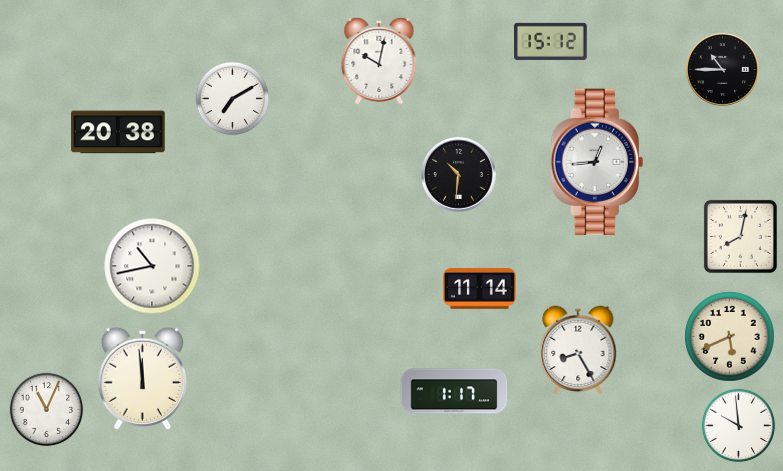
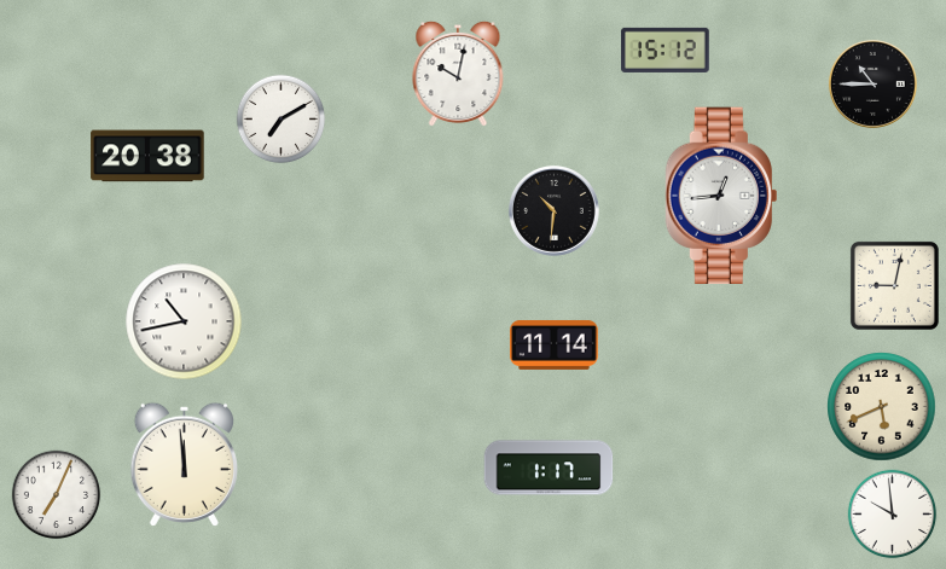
clock at (118, 132) position: (118, 132) -> (147, 156)
clock at (740, 236): 8:02 -> 9:02
clock at (480, 288) position: (480, 288) -> (555, 344)
clock at (578, 350): 8:25 -> none
clock at (142, 378) position: (142, 378) -> (184, 464)
clock at (454, 391) position: (454, 391) -> (549, 468)
clock at (47, 410): 11:04 -> 7:04
